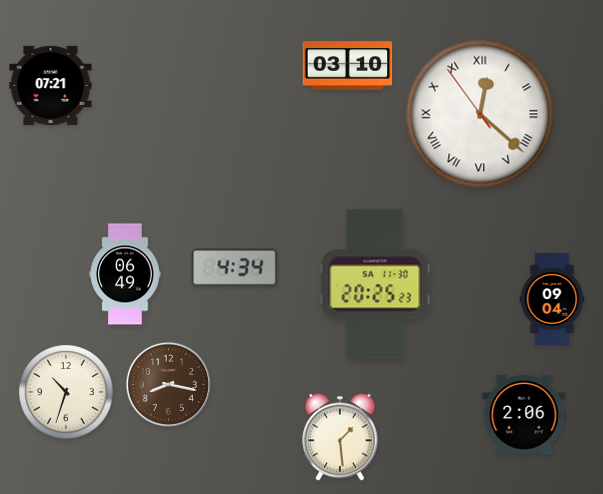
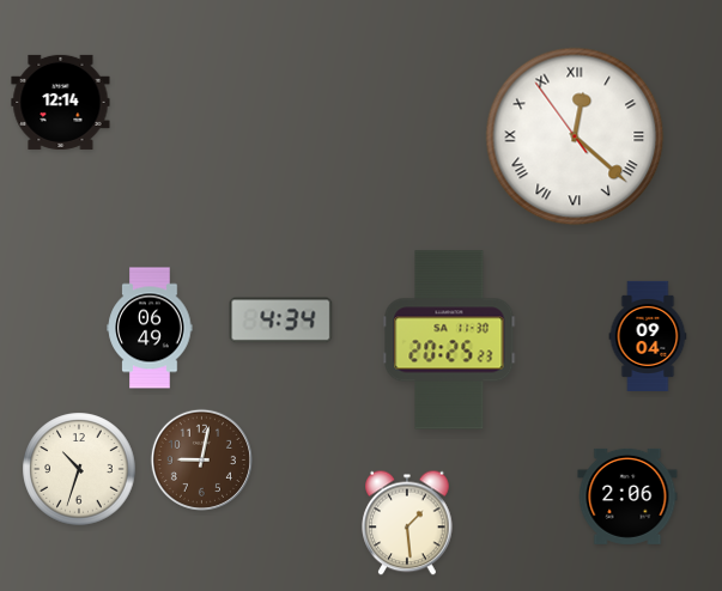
clock at (348, 66): 03:10 -> none
clock at (51, 85): 07:21 -> 12:14
clock at (552, 299) position: (552, 299) -> (648, 336)
clock at (168, 384): 8:17 -> 9:02
